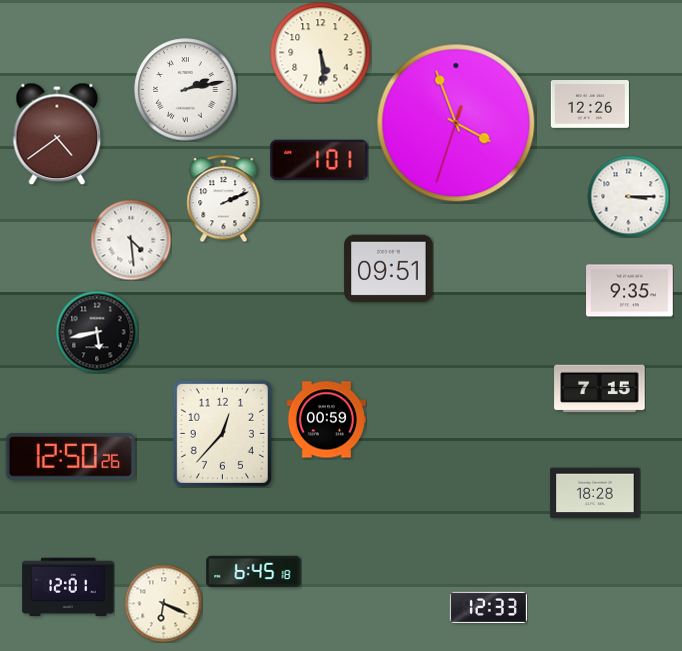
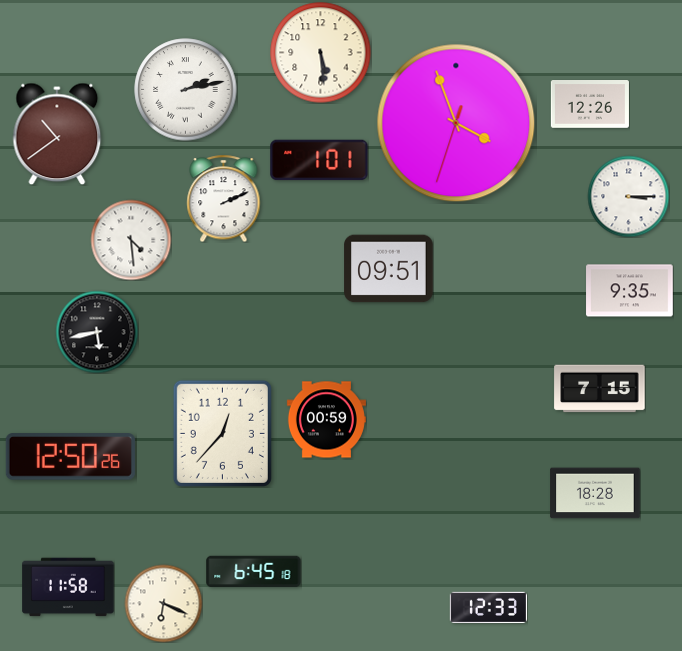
clock at (57, 134): 4:39 -> 10:39
clock at (68, 587): 12:01 -> 11:58
